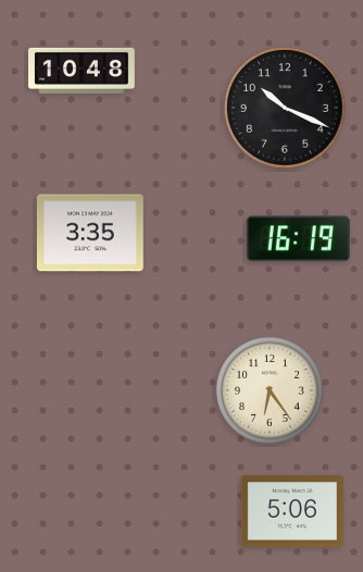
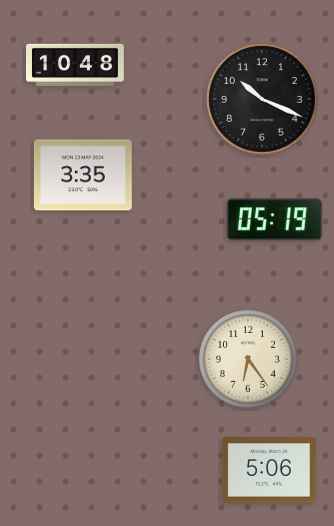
clock at (90, 233) position: (90, 233) -> (83, 175)
clock at (298, 239): 16:19 -> 05:19
